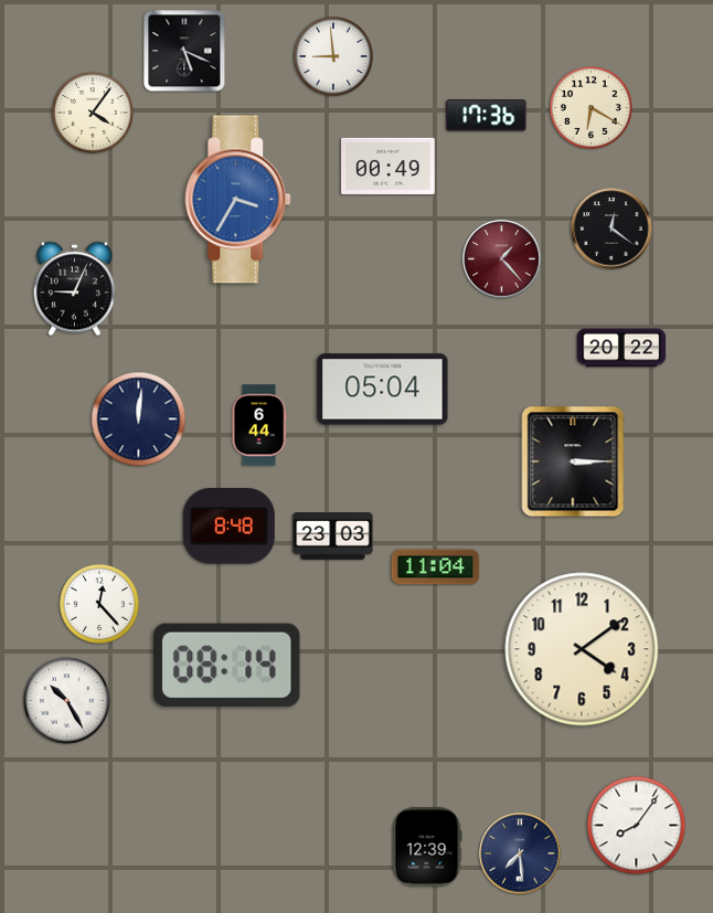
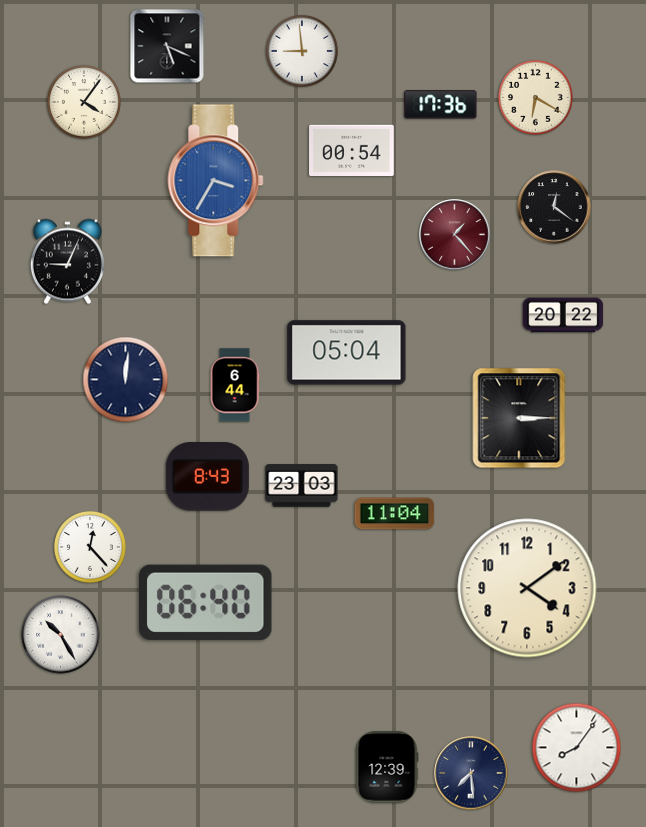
clock at (389, 166): 00:49 -> 00:54
clock at (228, 527): 8:48 -> 8:43
clock at (227, 665): 08:14 -> 06:40
